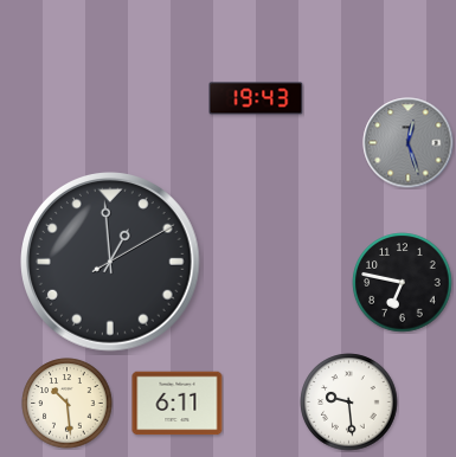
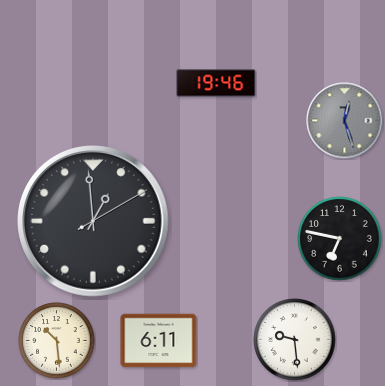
clock at (256, 98): 19:43 -> 19:46
clock at (178, 404) position: (178, 404) -> (159, 341)
